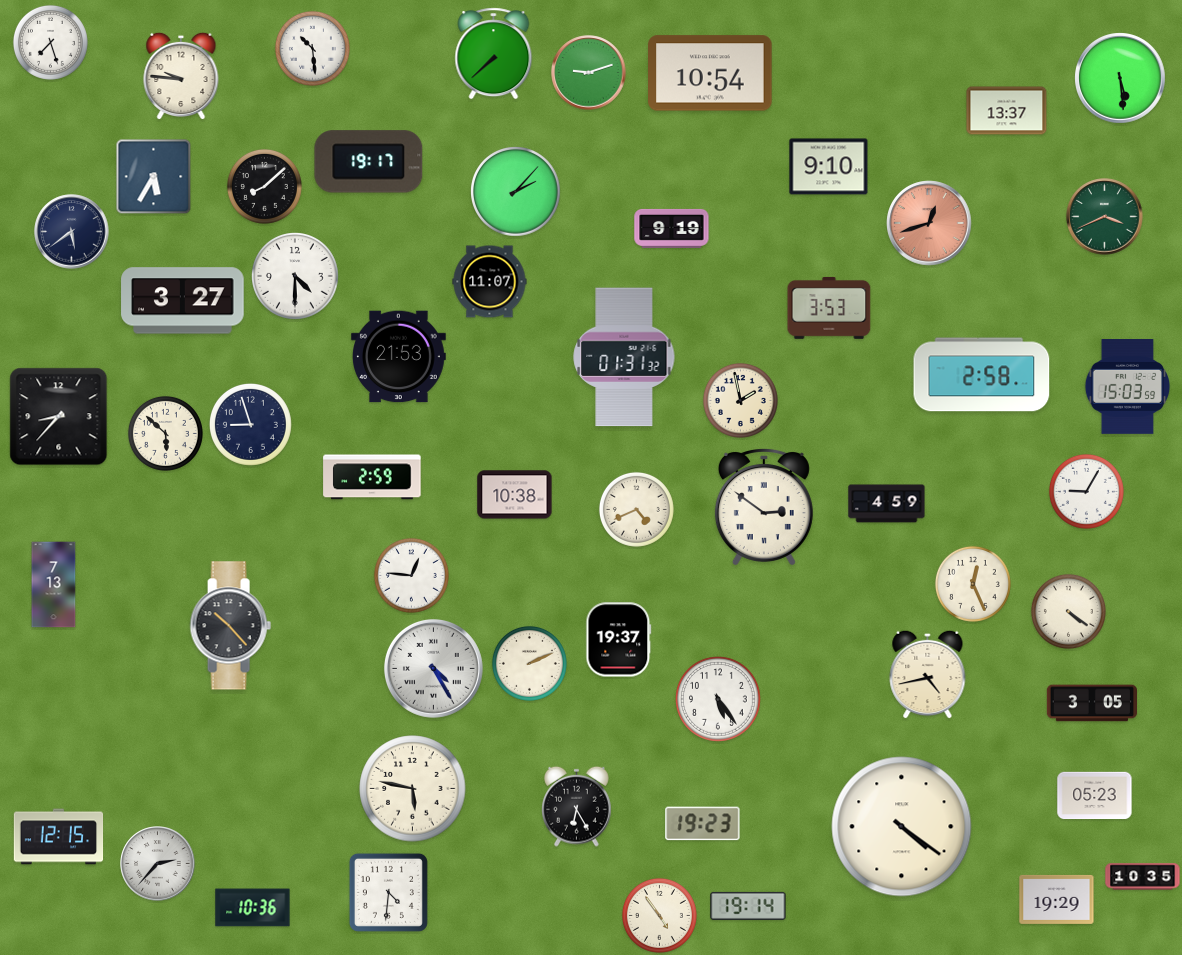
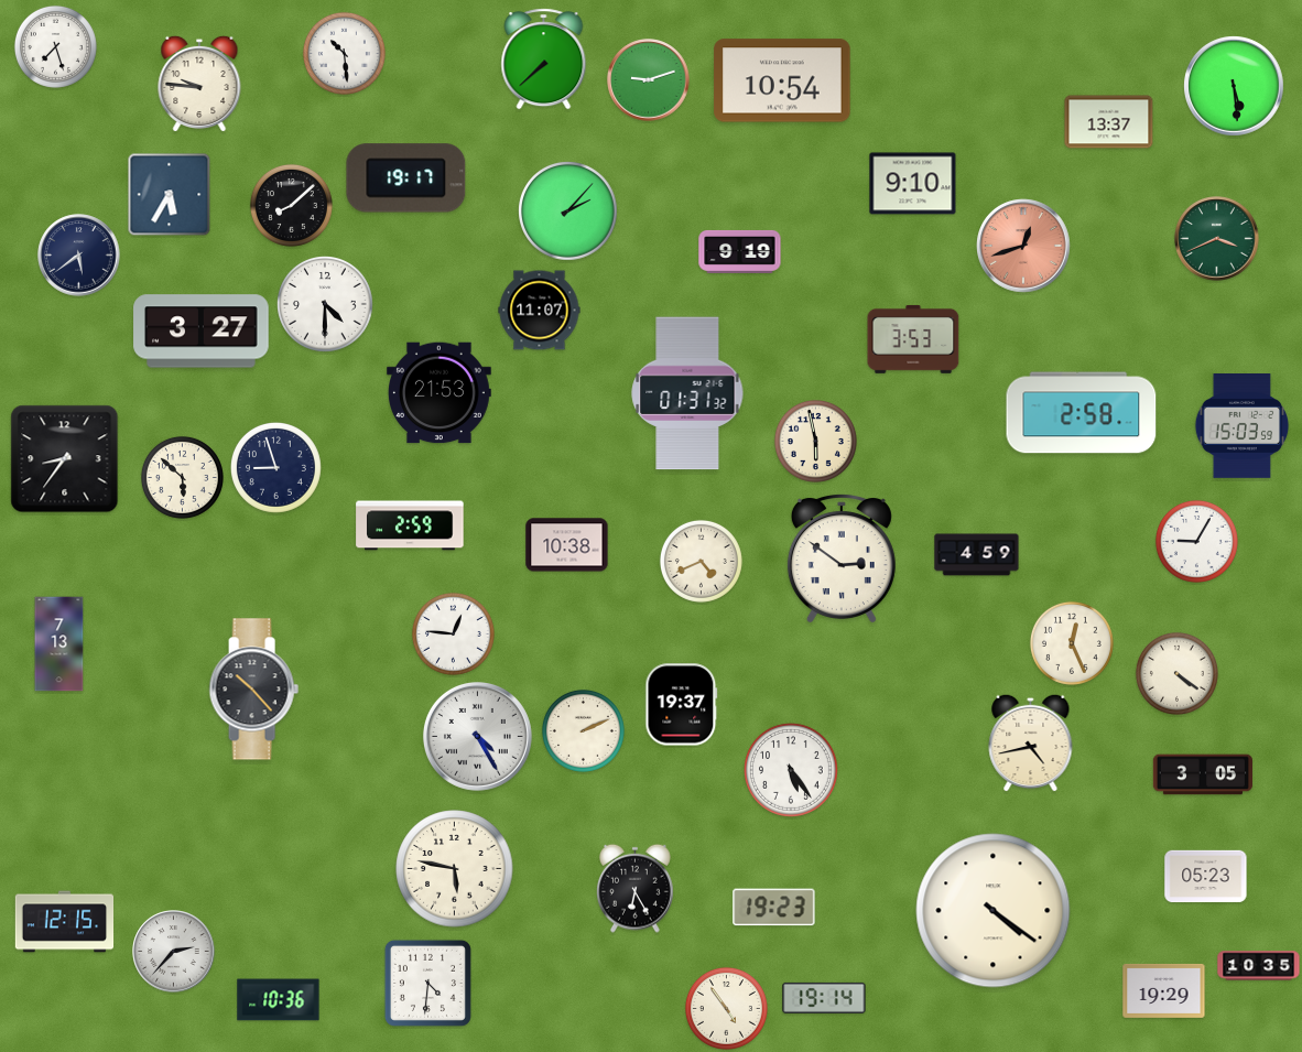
clock at (740, 400): 1:58 -> 5:58
clock at (59, 417): 8:37 -> 8:36
clock at (928, 674) position: (928, 674) -> (1031, 742)
